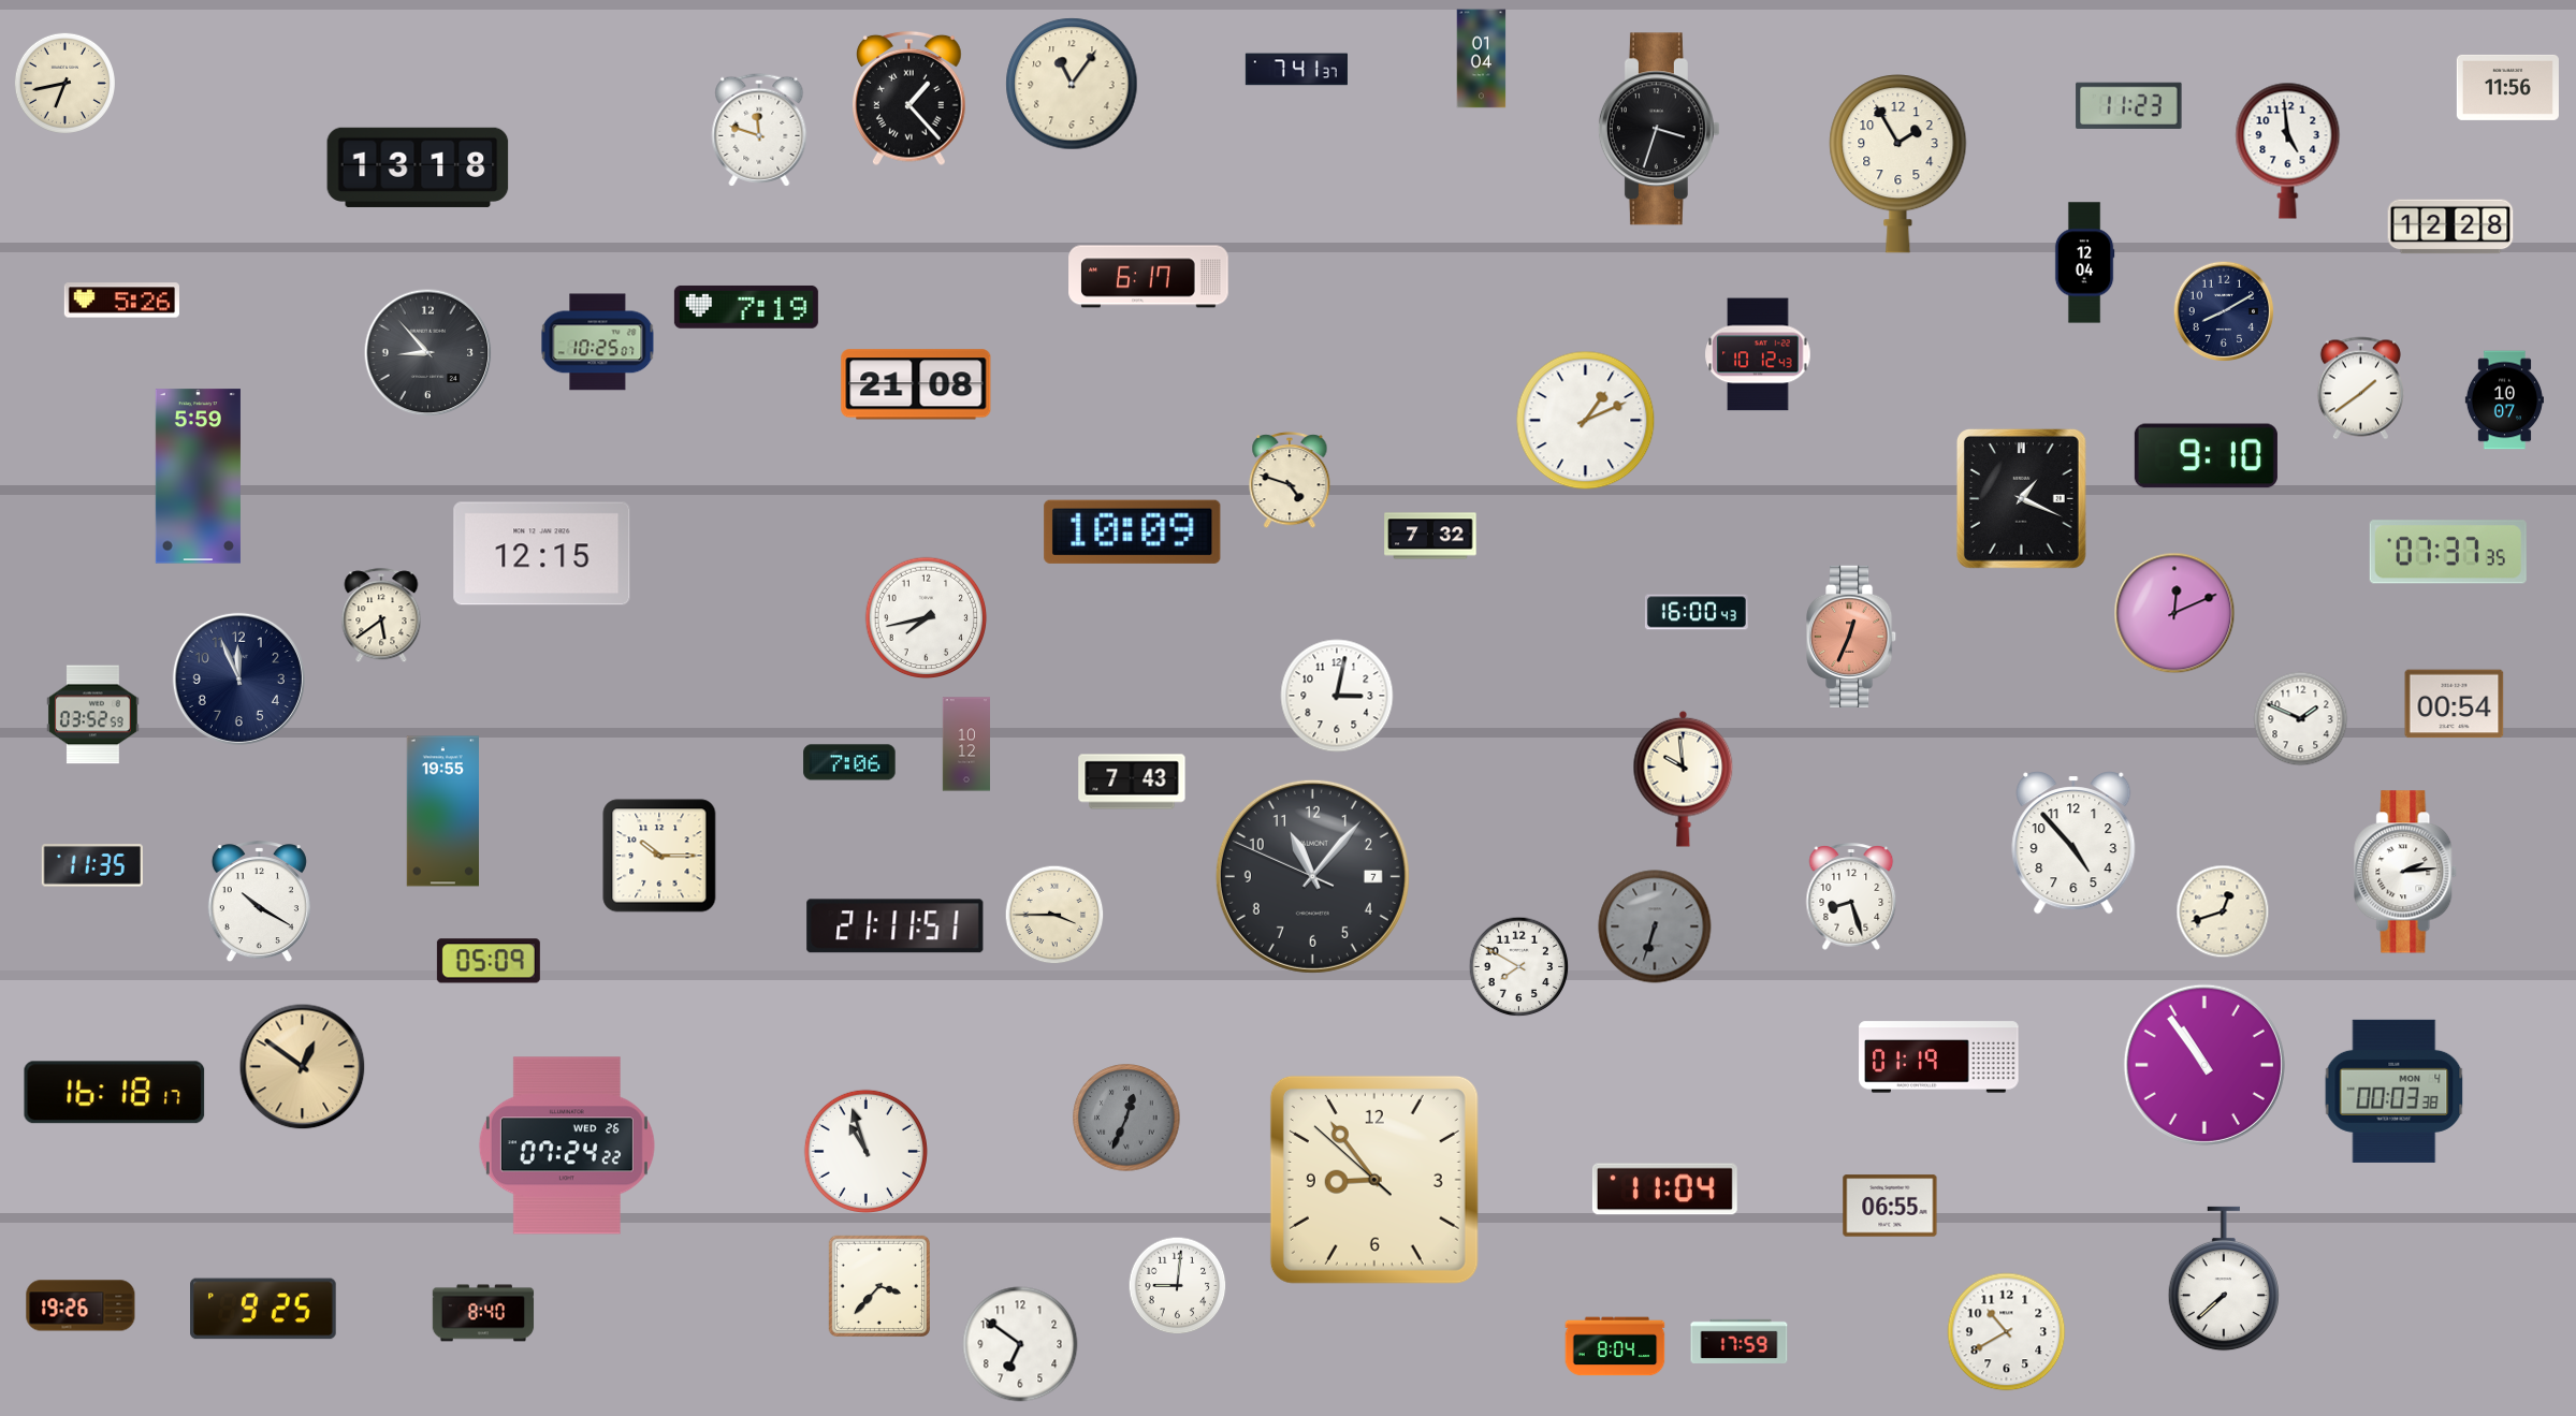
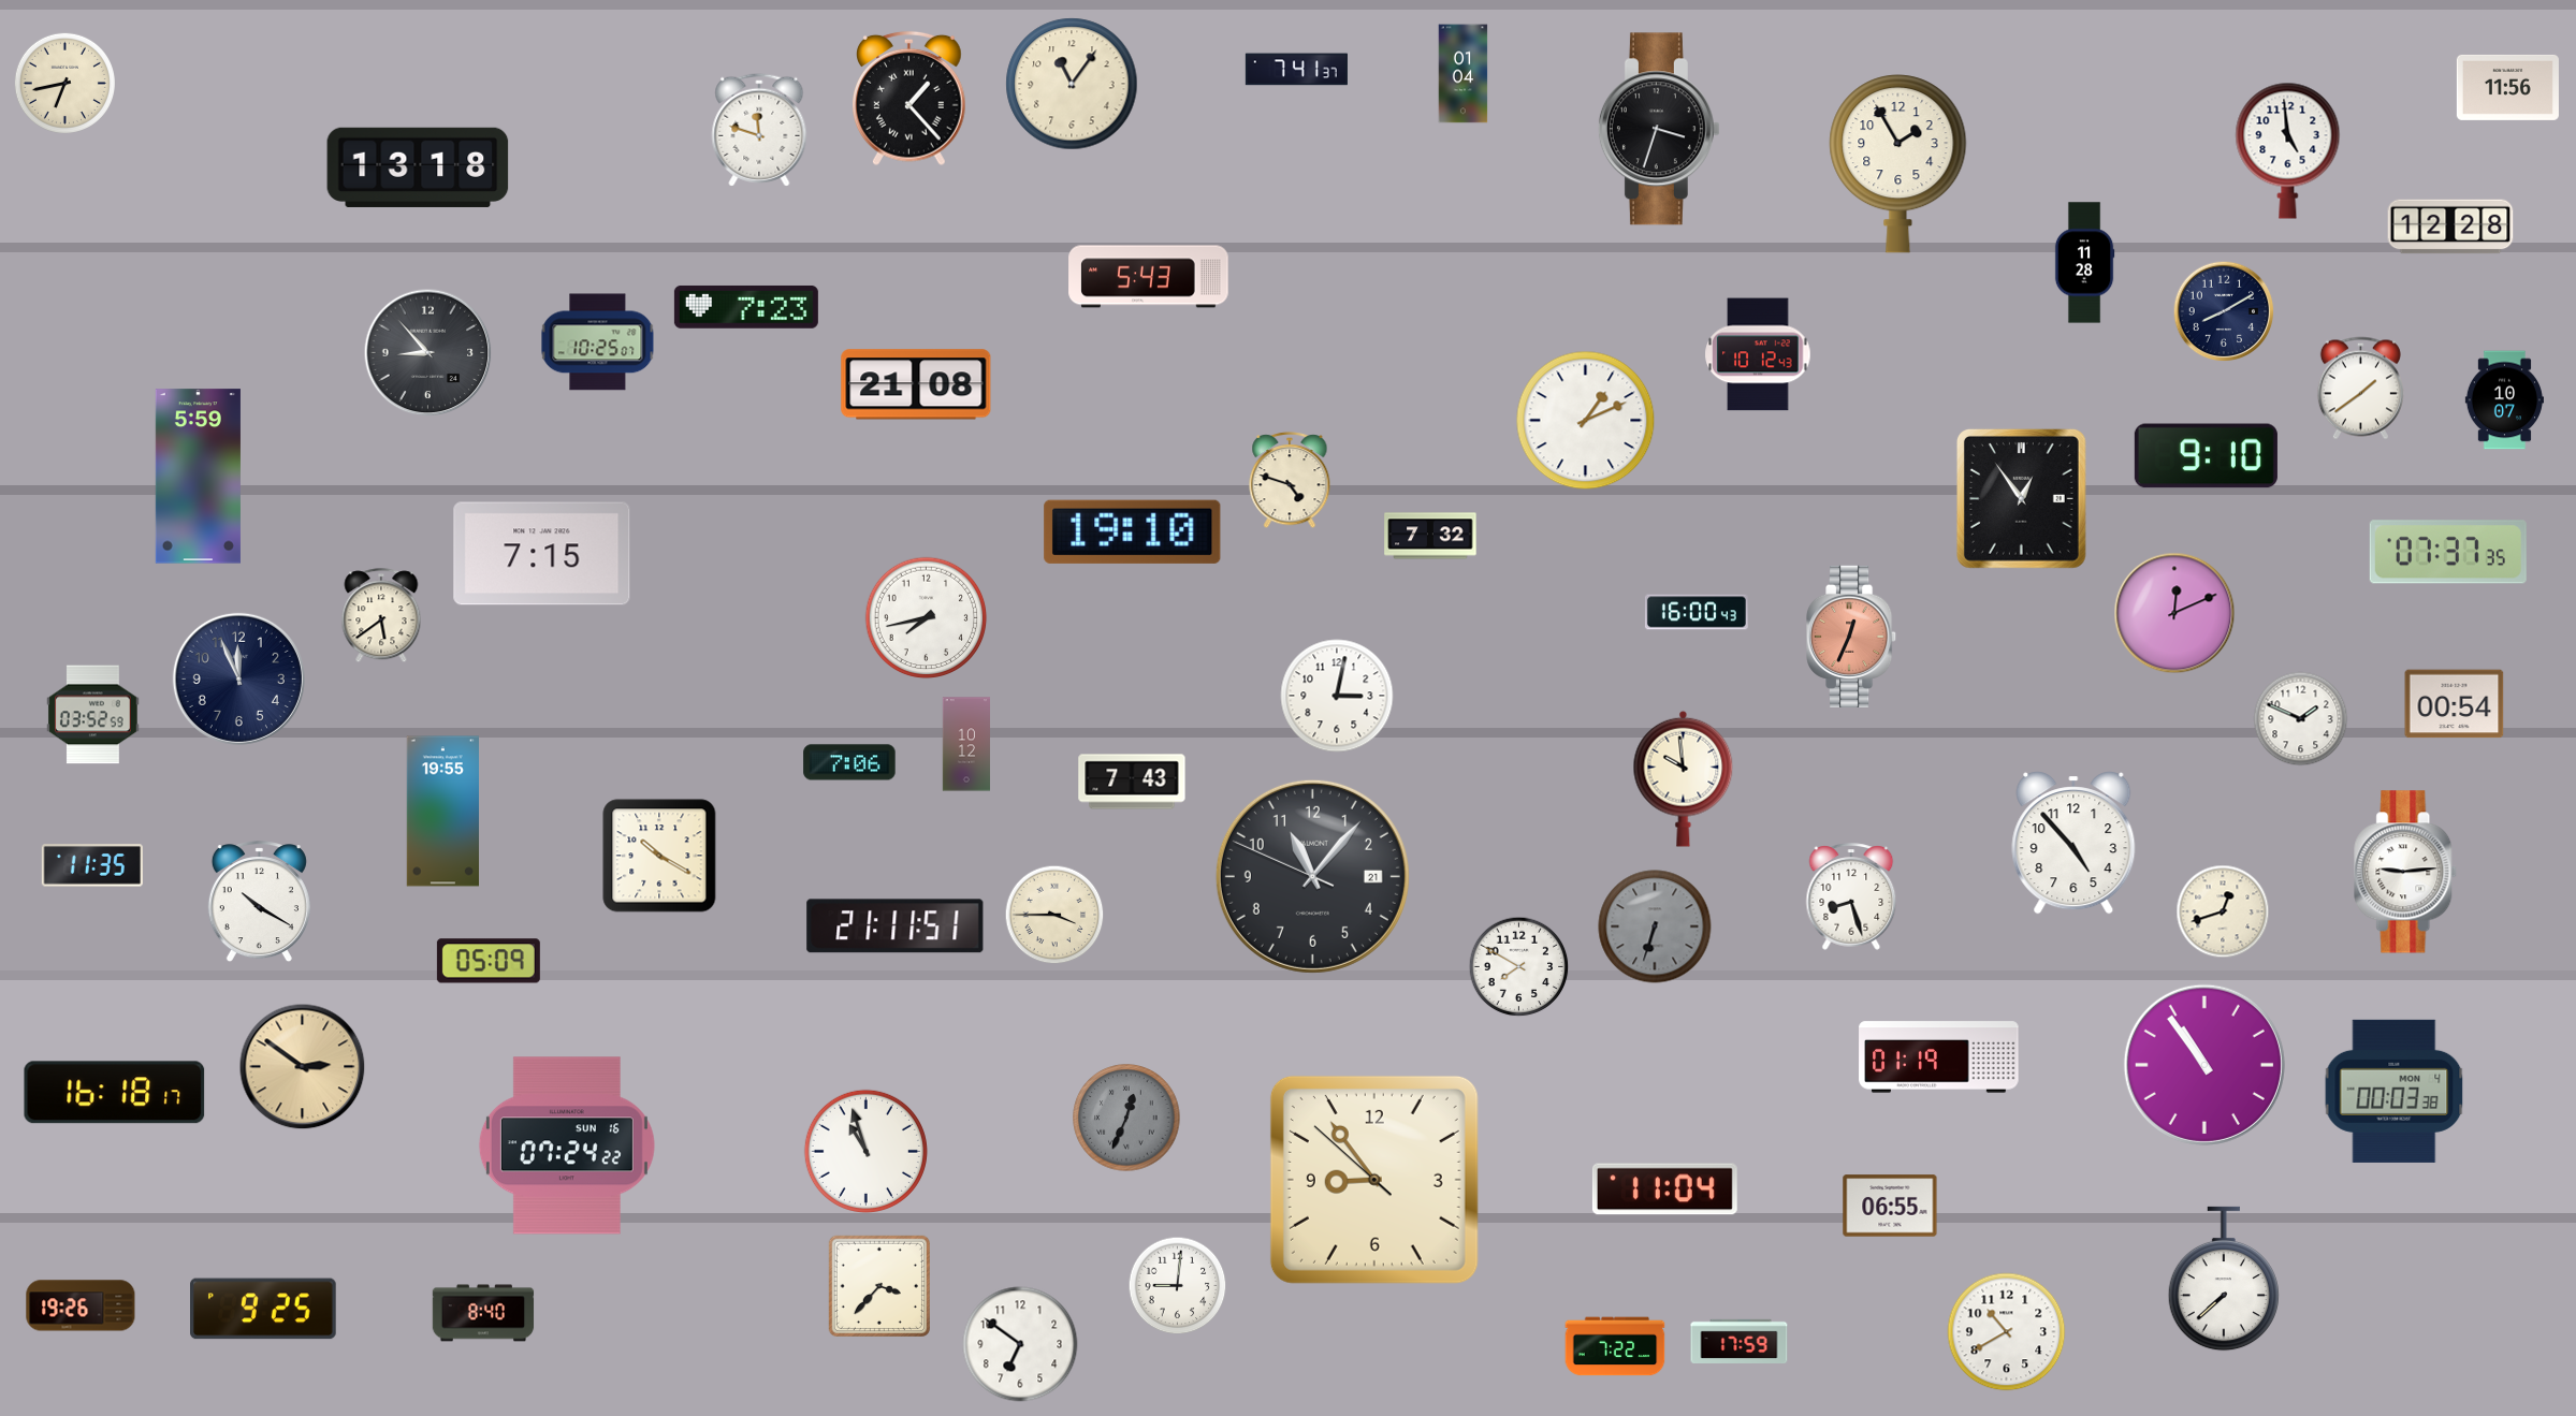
clock at (1482, 59) position: (1482, 59) -> (1464, 74)
clock at (2129, 105): 11:23 -> none
clock at (2084, 263): 12:04 -> 11:28
clock at (1149, 277): 6:17 -> 5:43
clock at (121, 301): 5:26 -> none
clock at (746, 307): 7:19 -> 7:23
clock at (2021, 498): 1:19 -> 12:54
clock at (1133, 531): 10:09 -> 19:10
clock at (542, 554): 12:15 -> 7:15
clock at (659, 856): 10:15 -> 10:20
clock at (2406, 872): 2:14 -> 9:14
clock at (1312, 876) date: 7 -> 21
clock at (303, 1067): 12:51 -> 2:51
clock at (567, 1145) date: WED 26 -> SUN 16
clock at (1615, 1346): 8:04 -> 7:22
